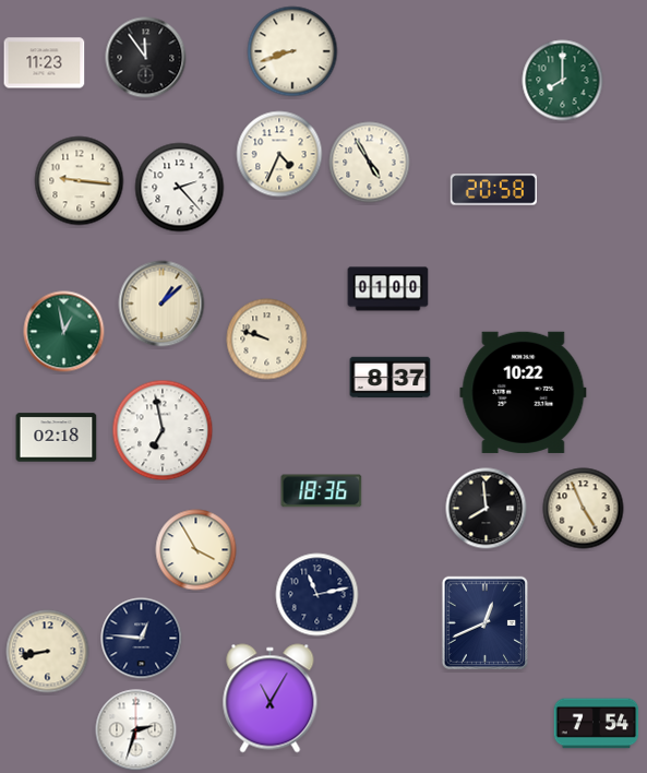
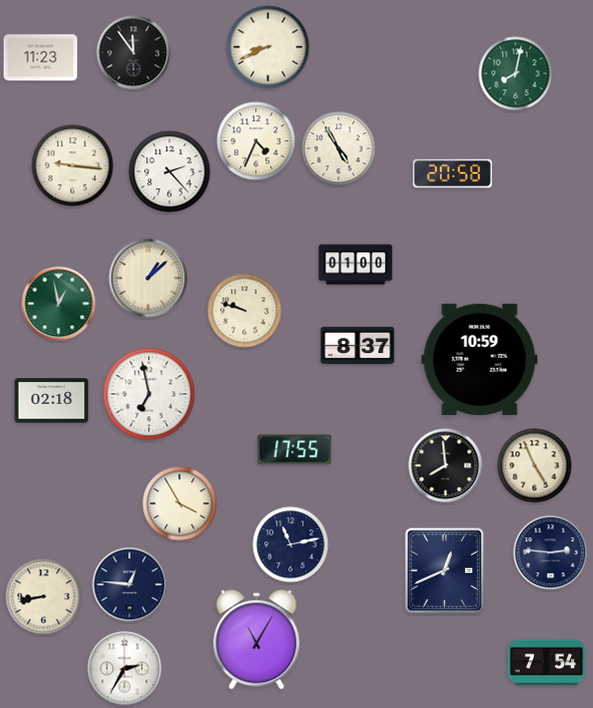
clock at (292, 51): 8:42 -> 8:41
clock at (563, 81): 8:00 -> 8:02
clock at (180, 188) position: (180, 188) -> (170, 172)
clock at (524, 392): 10:22 -> 10:59
clock at (322, 491): 18:36 -> 17:55
clock at (551, 553): none -> 2:46
clock at (271, 699) position: (271, 699) -> (257, 640)
clock at (136, 730): 2:33 -> 2:35
